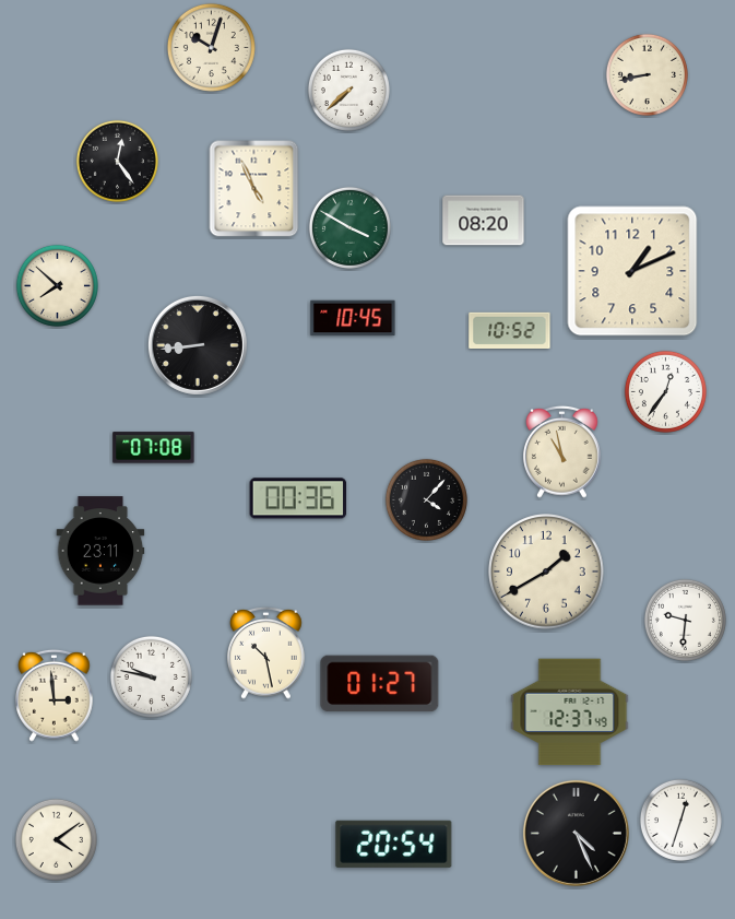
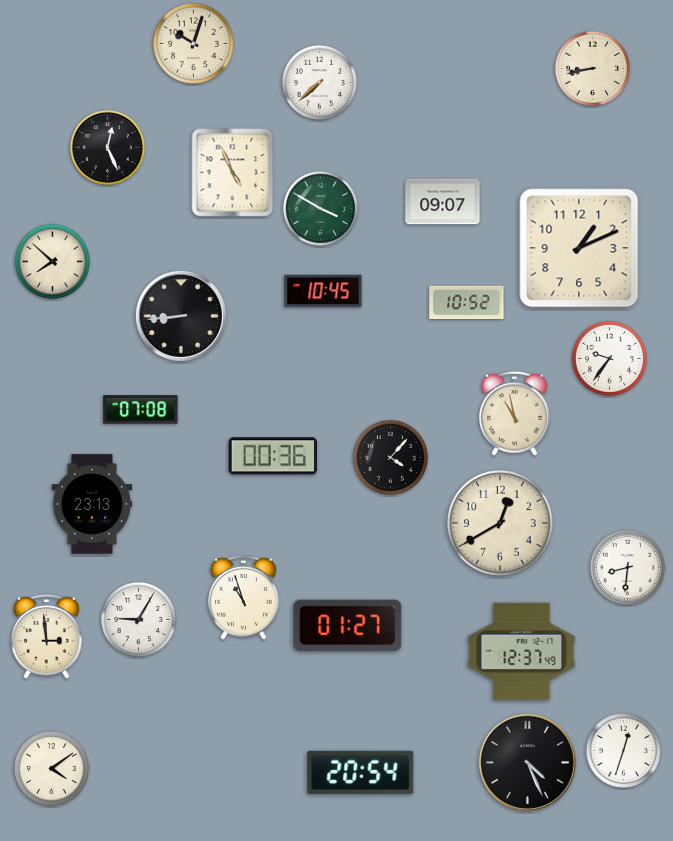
clock at (117, 161): 12:24 -> 12:26
clock at (484, 221): 08:20 -> 09:07
clock at (665, 391): 12:36 -> 9:36
clock at (100, 551): 23:11 -> 23:13
clock at (546, 572): 1:40 -> 12:40
clock at (685, 620): 9:31 -> 8:31
clock at (266, 652): 10:28 -> 10:57
clock at (151, 676): 9:47 -> 9:05
clock at (55, 695) position: (55, 695) -> (47, 636)
